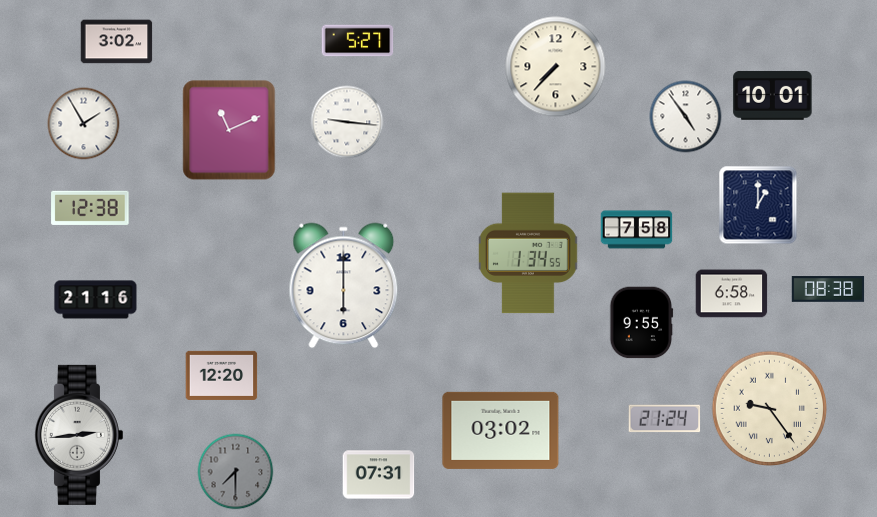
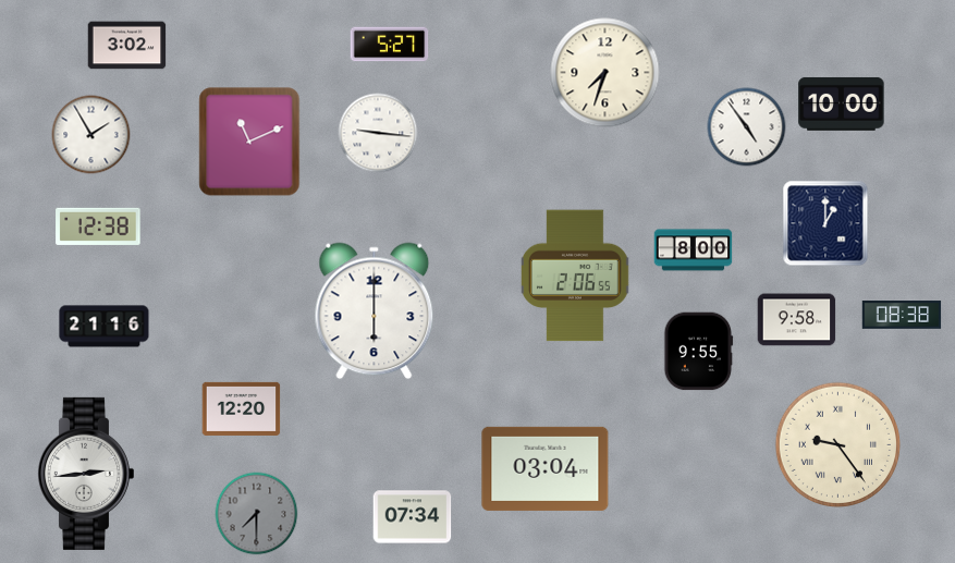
clock at (556, 67): 7:37 -> 7:33
clock at (773, 95): 10:01 -> 10:00
clock at (637, 230): 7:58 -> 8:00
clock at (529, 253): 1:34 -> 2:06
clock at (732, 294): 6:58 -> 9:58
clock at (665, 419): 21:24 -> none
clock at (501, 430): 03:02 -> 03:04
clock at (379, 475): 07:31 -> 07:34
